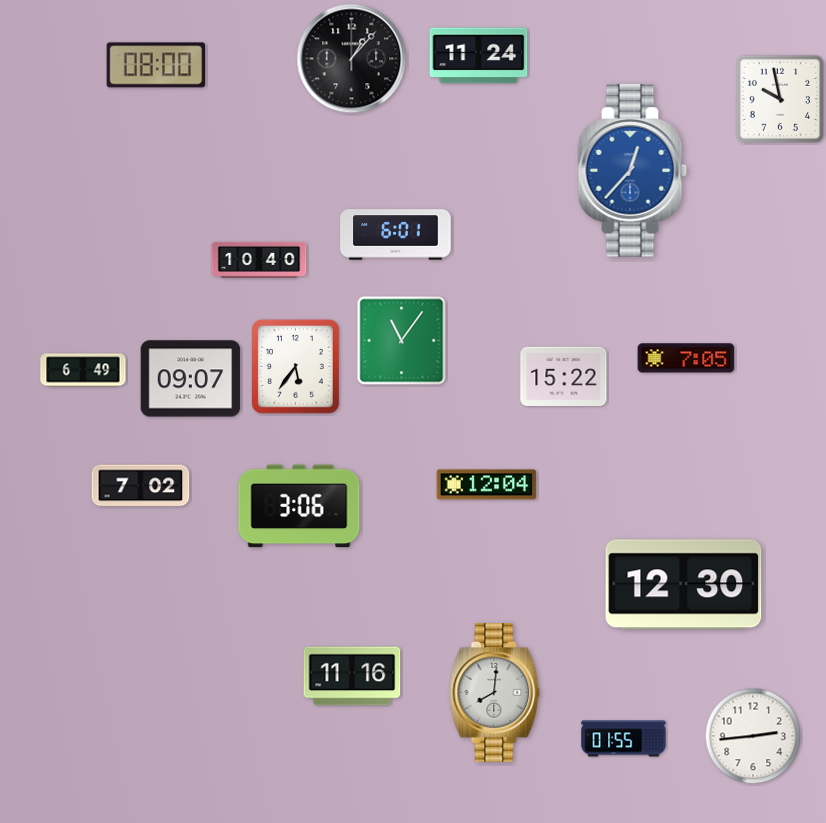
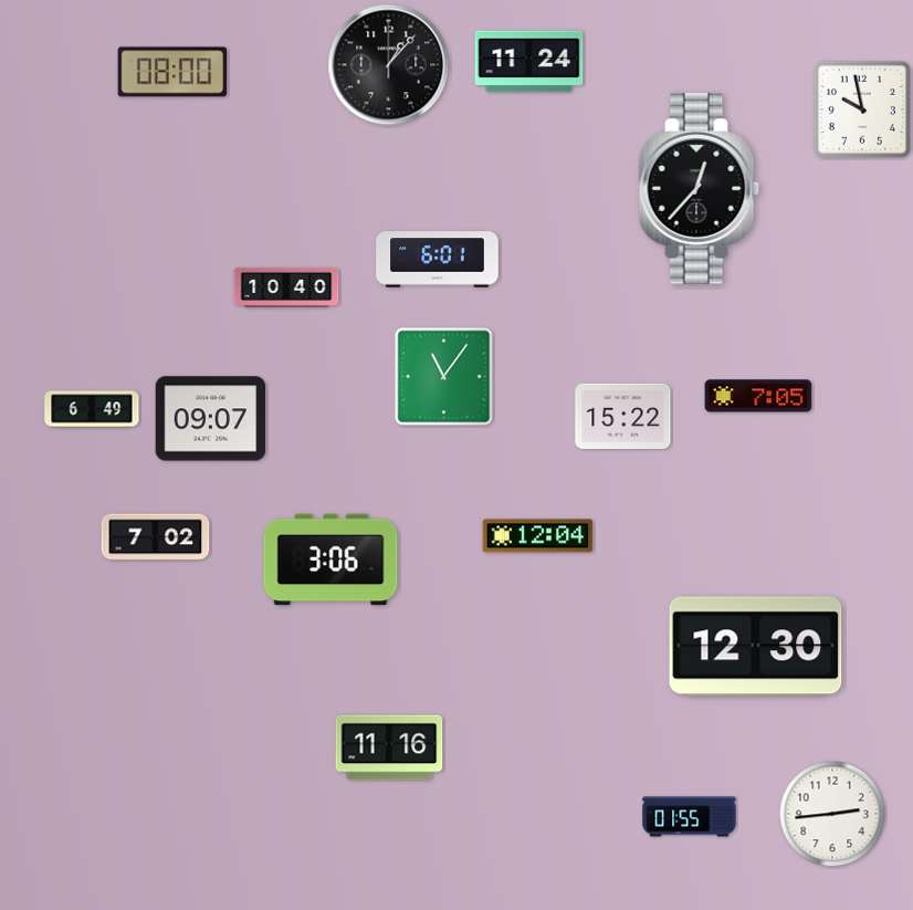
clock at (633, 171) dial: blue -> black
clock at (295, 366): 5:36 -> none
clock at (495, 693): 8:01 -> none
